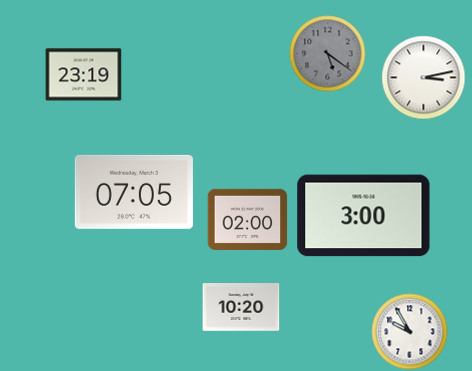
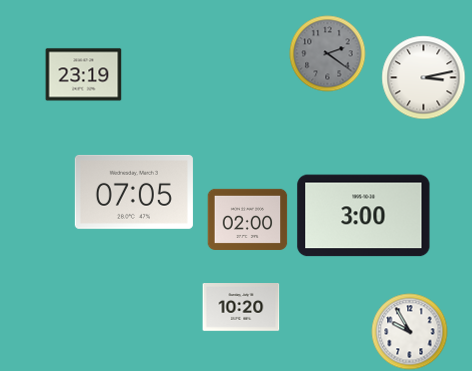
clock at (328, 54): 5:21 -> 2:21
